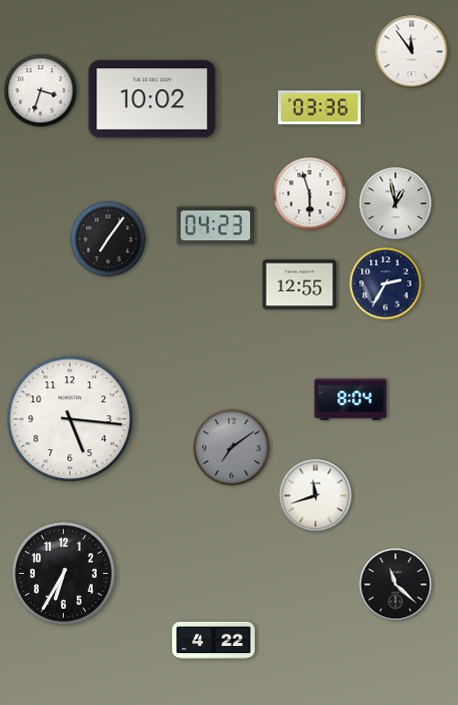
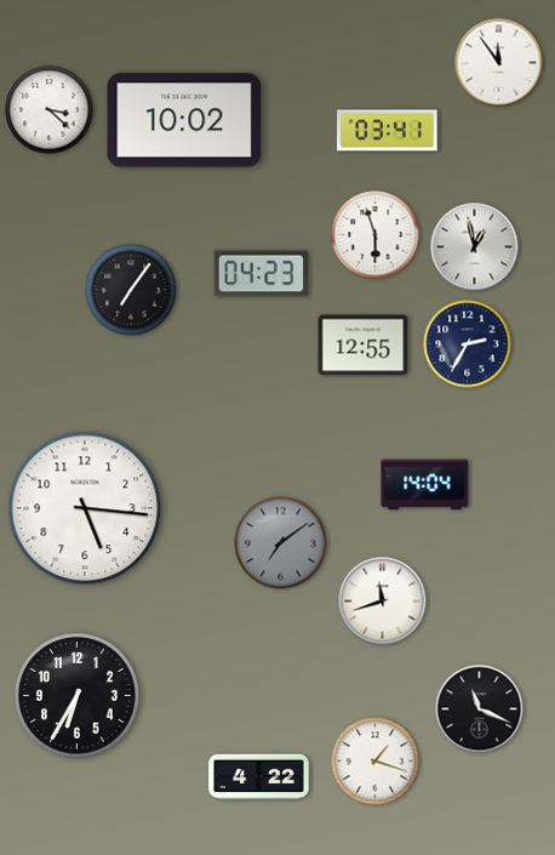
clock at (41, 91): 3:33 -> 3:22
clock at (320, 108): 03:36 -> 03:41
clock at (396, 204) position: (396, 204) -> (475, 247)
clock at (351, 400): 8:04 -> 14:04
clock at (396, 585): 11:22 -> 11:19
clock at (376, 762): none -> 1:18
